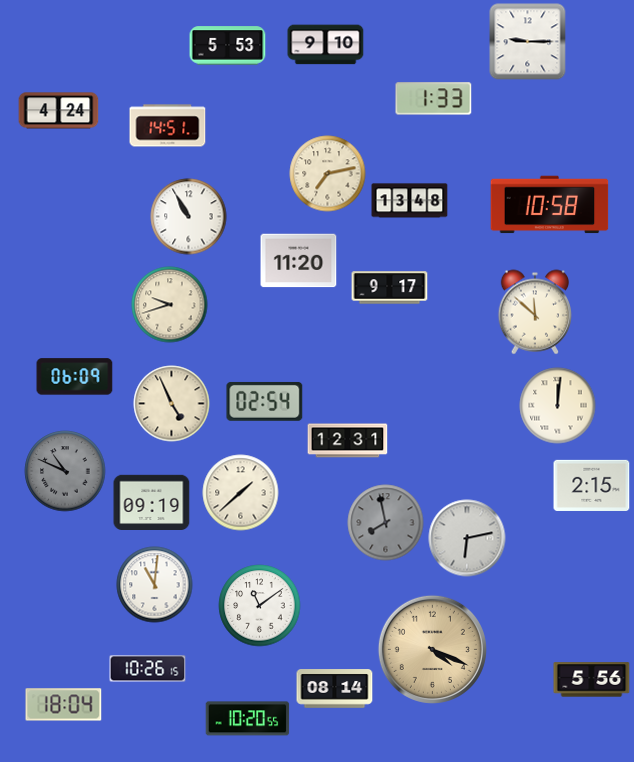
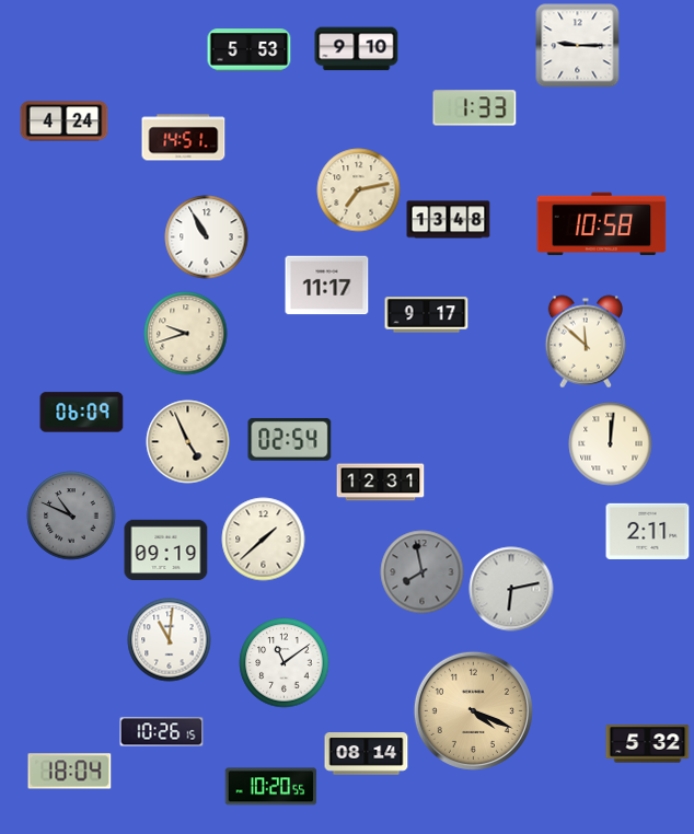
clock at (299, 261): 11:20 -> 11:17
clock at (592, 485): 2:15 -> 2:11
clock at (592, 680): 5:56 -> 5:32
